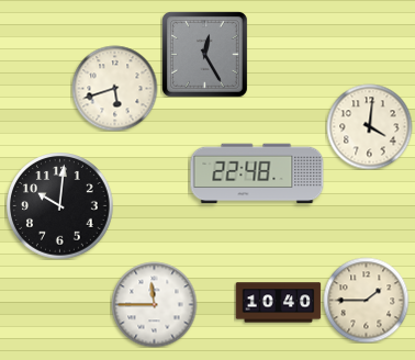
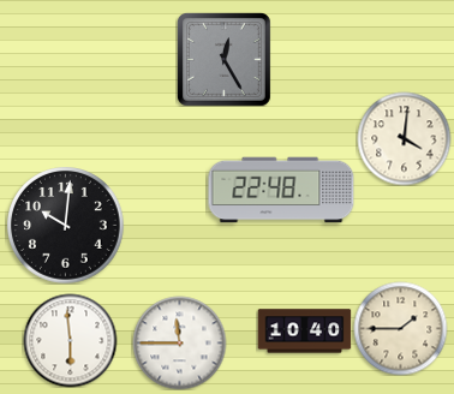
clock at (114, 88): 5:42 -> none
clock at (154, 304) position: (154, 304) -> (179, 342)
clock at (70, 340): none -> 5:59
